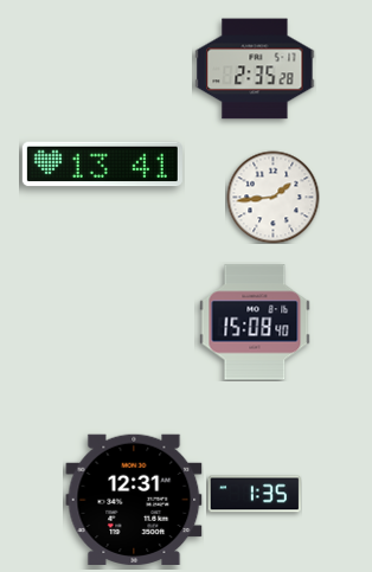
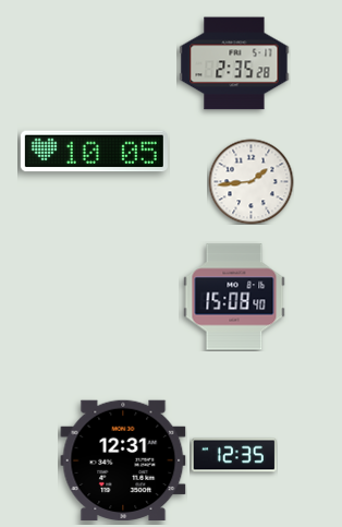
clock at (102, 165): 13:41 -> 10:05
clock at (255, 494): 1:35 -> 12:35
